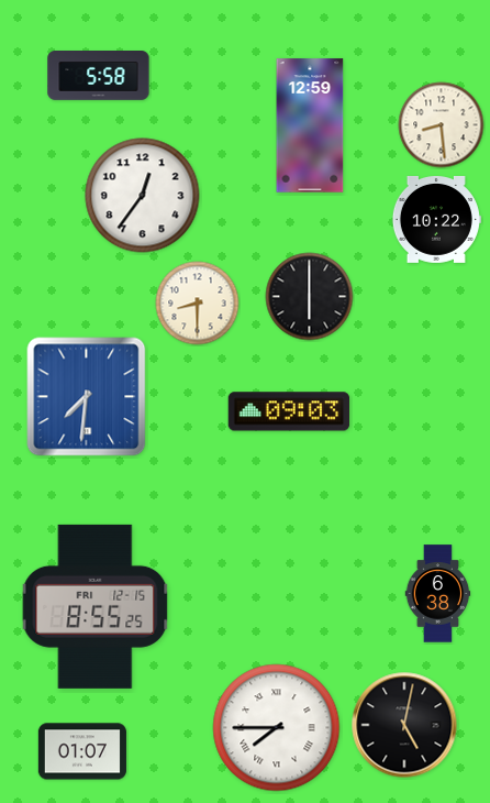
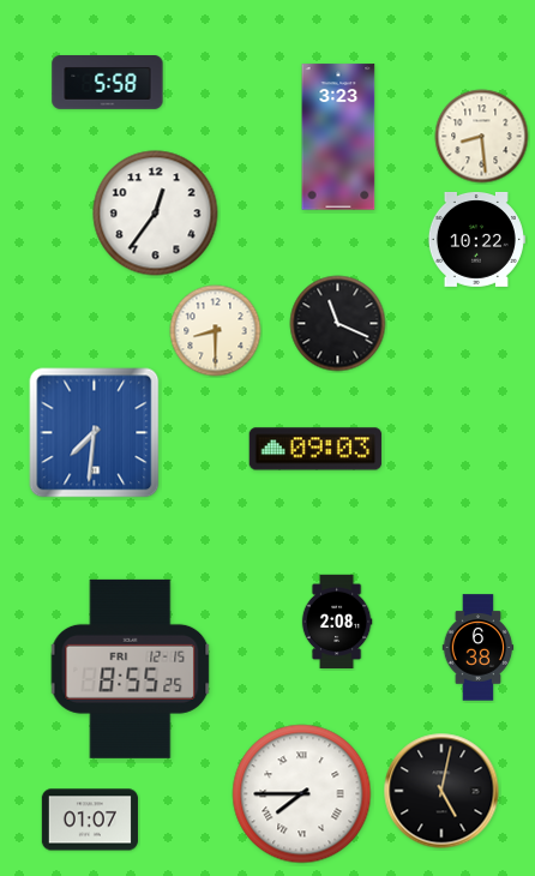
clock at (310, 125): 12:59 -> 3:23
clock at (310, 297): 6:00 -> 11:19
clock at (337, 622): none -> 2:08
clock at (96, 606) position: (96, 606) -> (131, 668)
